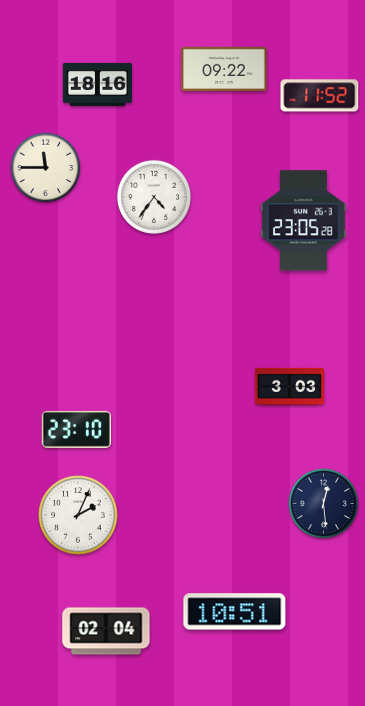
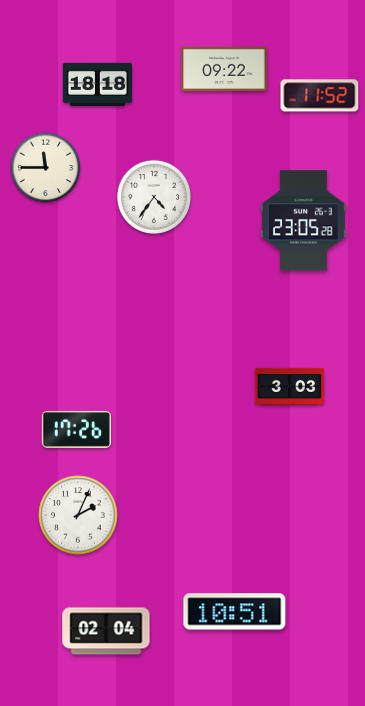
clock at (97, 84): 18:16 -> 18:18
clock at (76, 429): 23:10 -> 17:26
clock at (324, 504): 12:29 -> none
